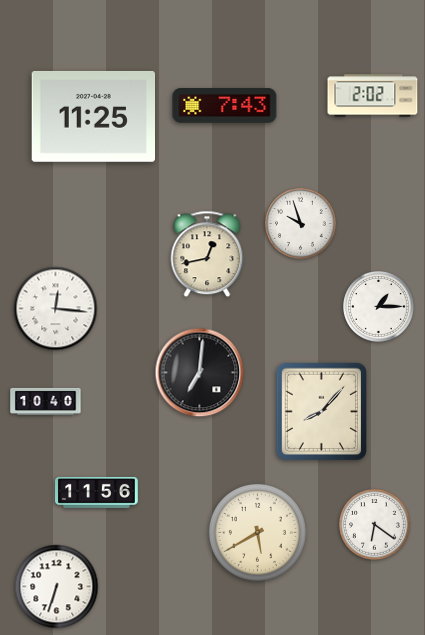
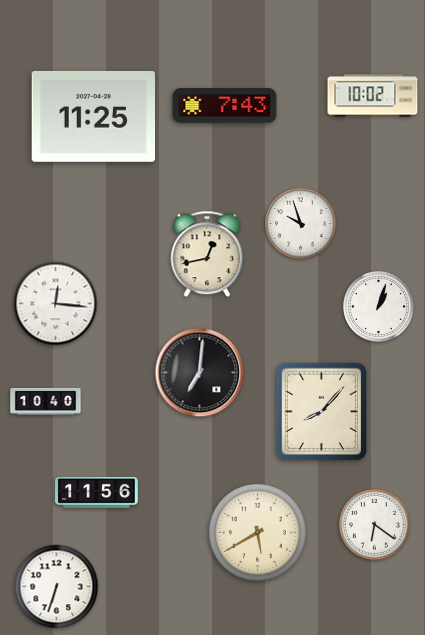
clock at (373, 96): 2:02 -> 10:02
clock at (379, 307): 1:15 -> 1:03
clock at (56, 309) position: (56, 309) -> (56, 304)
